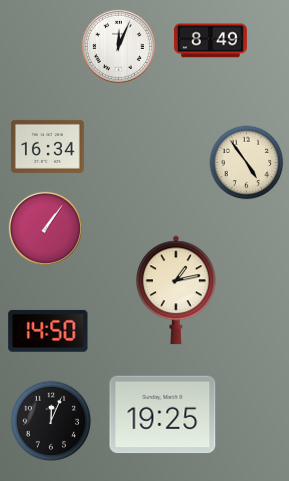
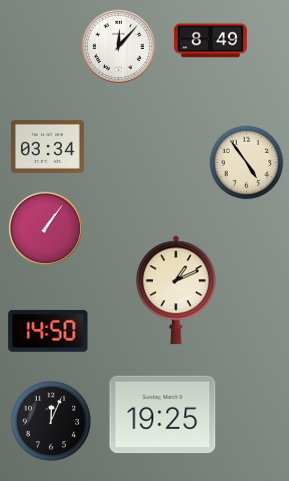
clock at (118, 46): 12:04 -> 12:07
clock at (47, 146): 16:34 -> 03:34
clock at (176, 290): 1:13 -> 1:11
